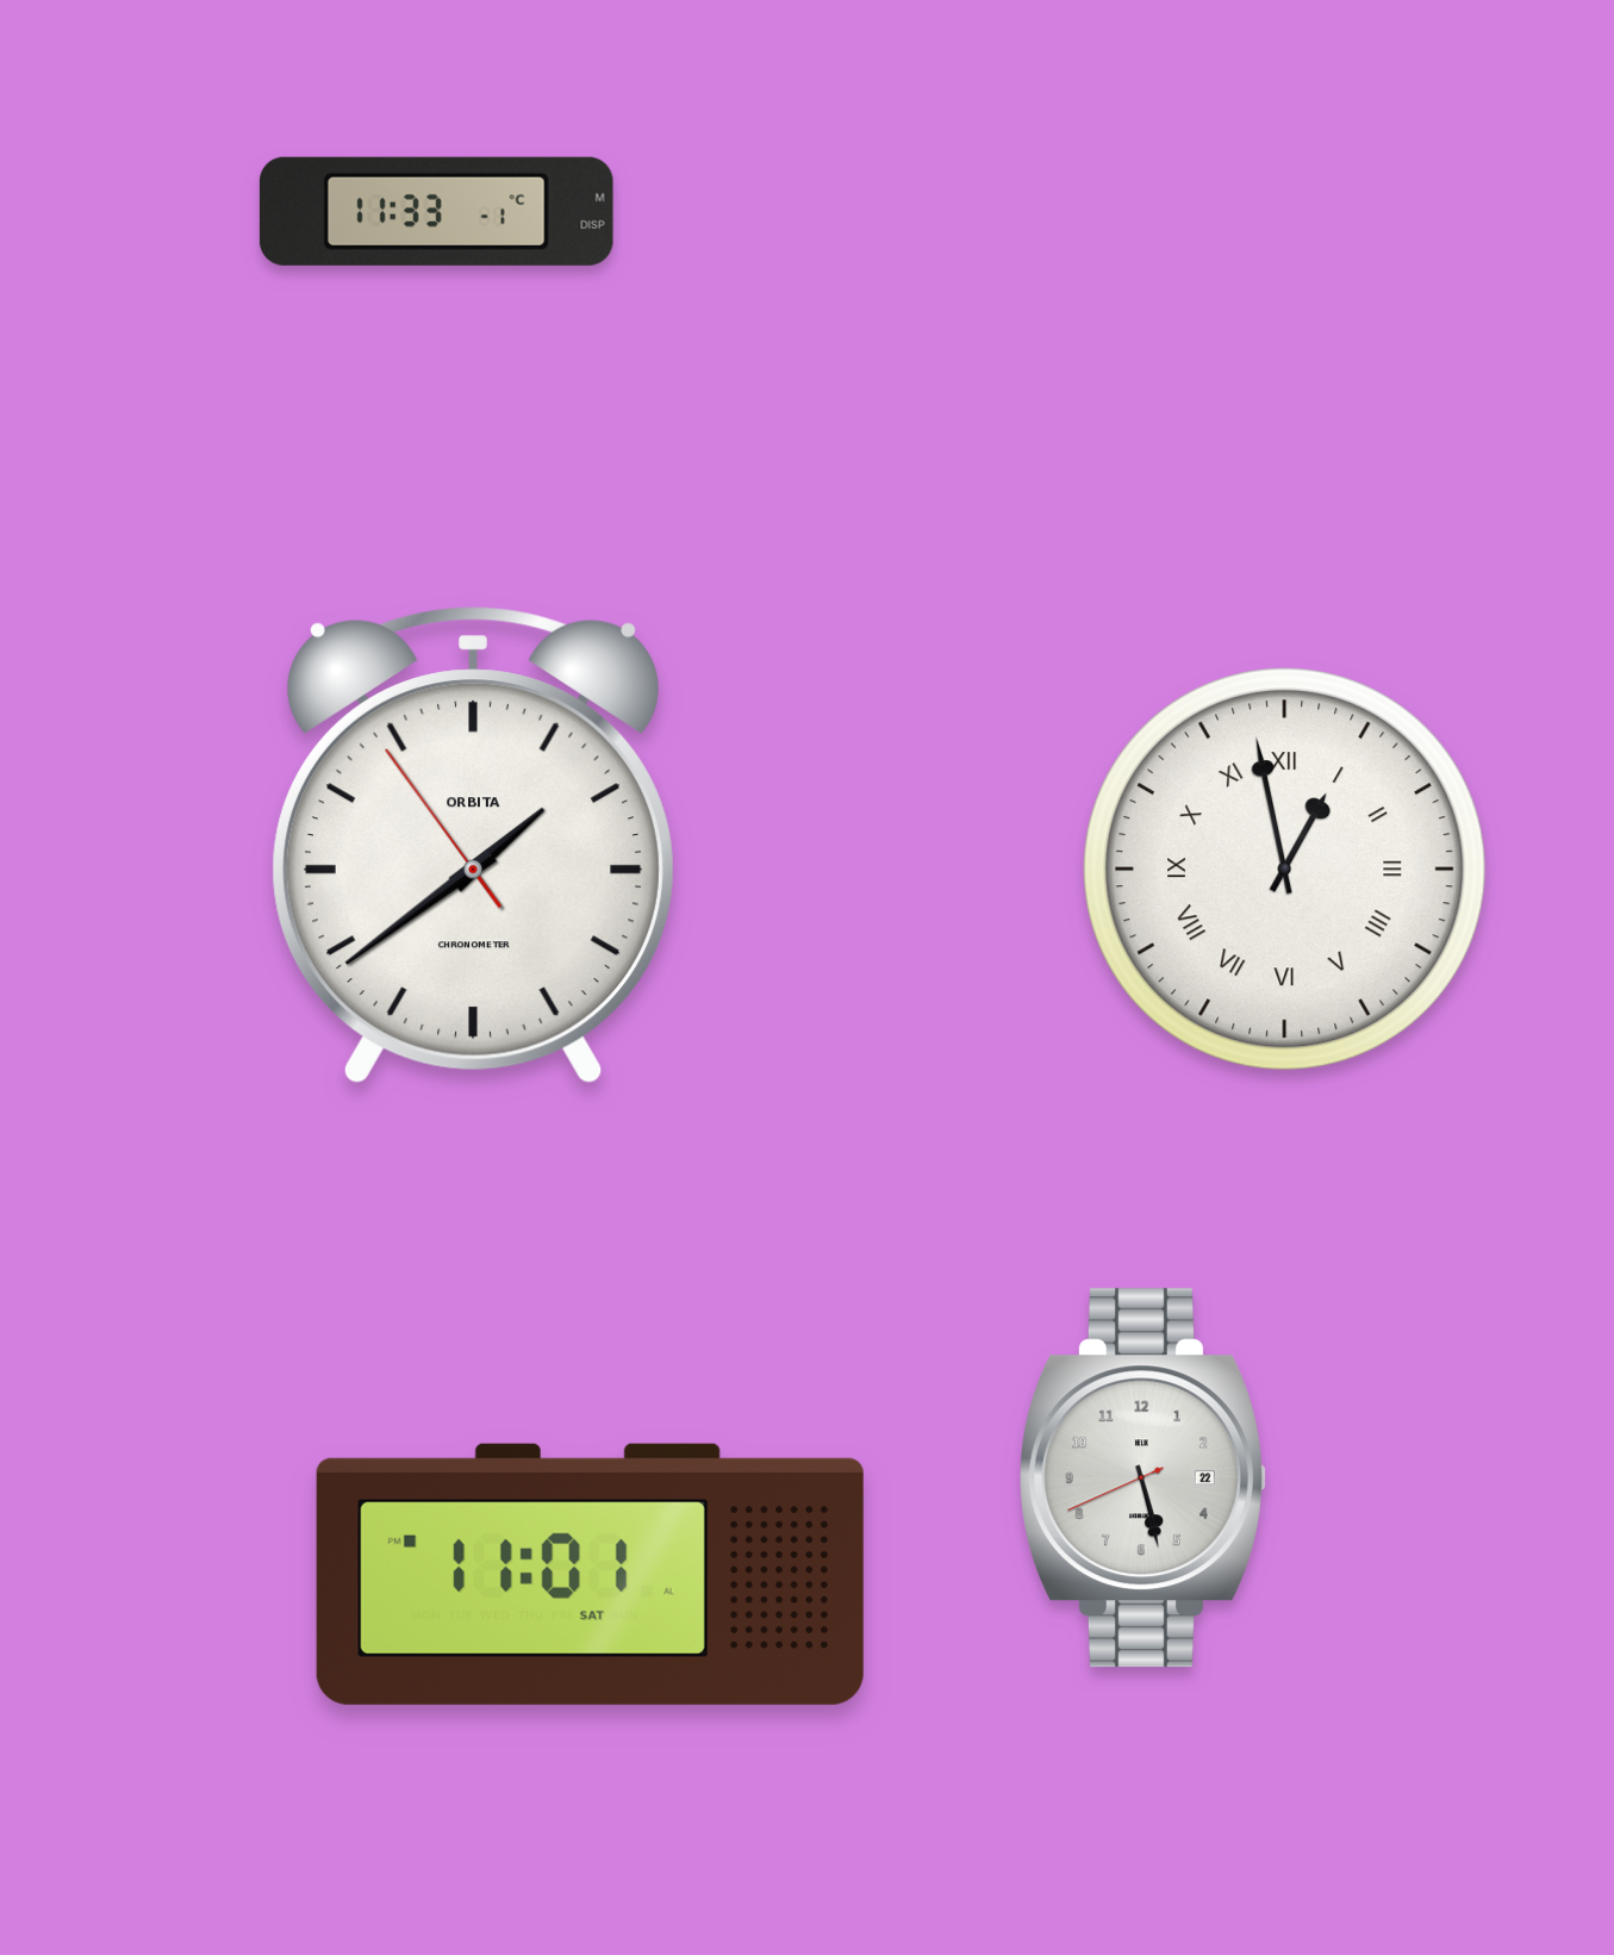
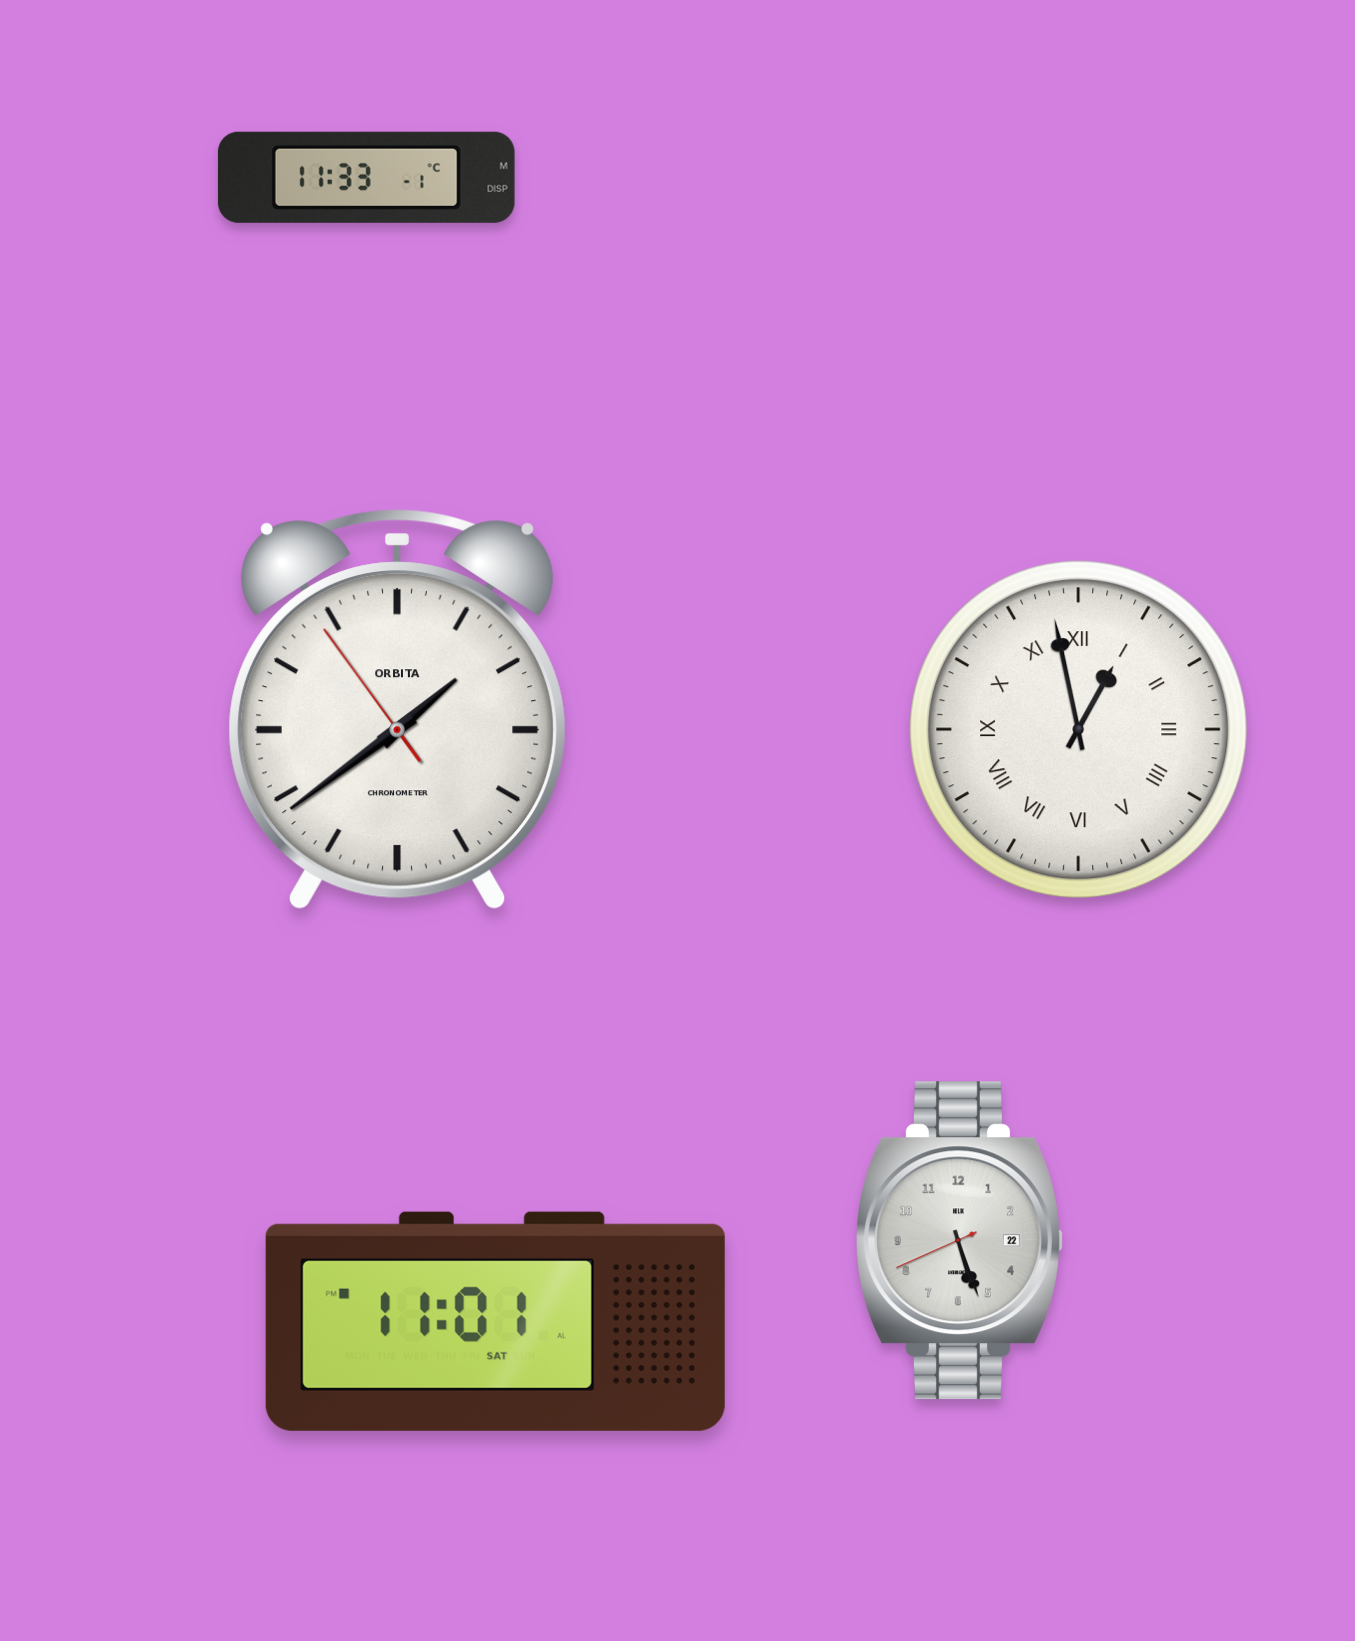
clock at (1143, 1478): 5:27 -> 5:26
